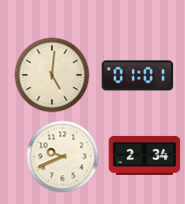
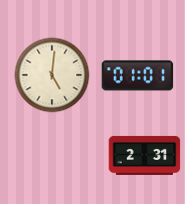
clock at (145, 155): 2:34 -> 2:31
clock at (63, 157): 9:41 -> none
